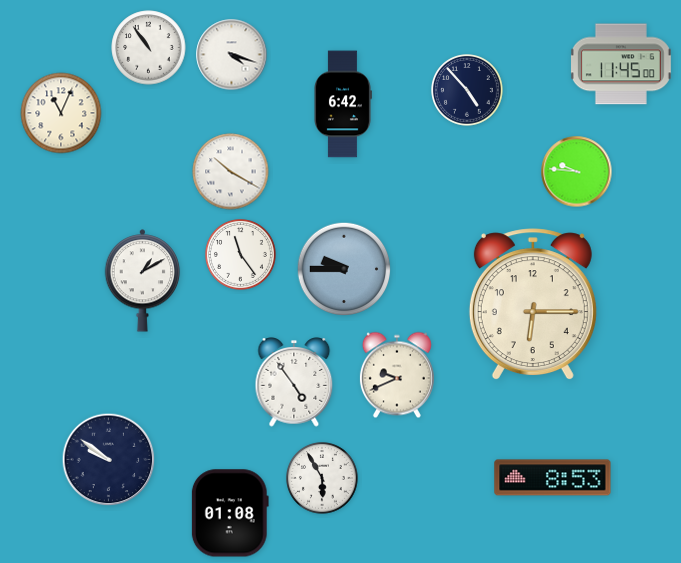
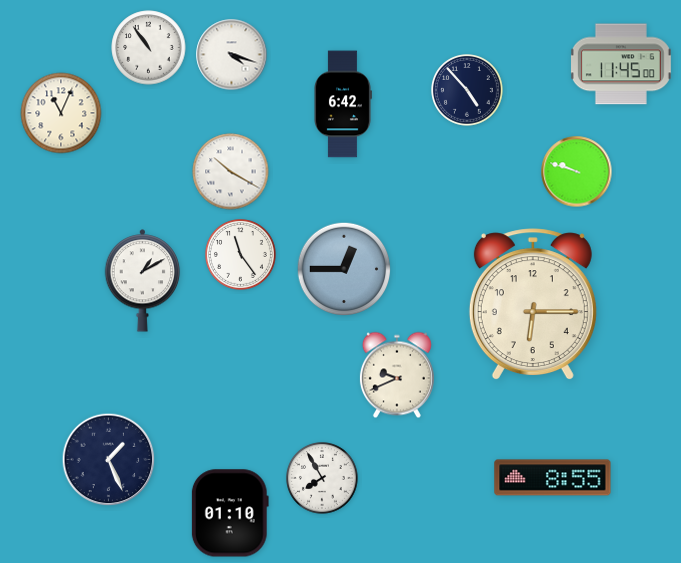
clock at (577, 172): 9:46 -> 9:48
clock at (344, 269): 9:45 -> 12:45
clock at (294, 382): 4:54 -> none
clock at (109, 460): 9:51 -> 1:26
clock at (322, 478): 5:55 -> 7:55
clock at (553, 478): 8:53 -> 8:55
clock at (230, 513): 01:08 -> 01:10
